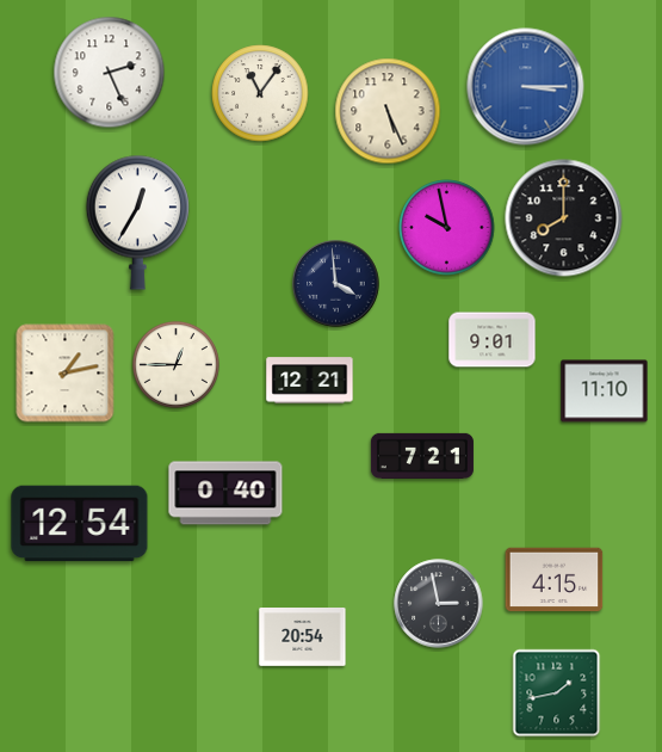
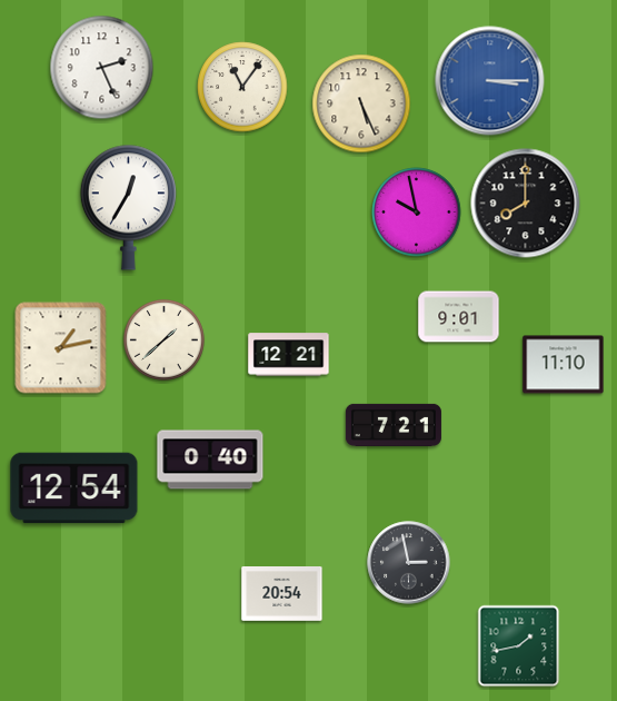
clock at (336, 284): 3:59 -> none
clock at (175, 364): 12:45 -> 1:38
clock at (555, 580): 4:15 -> none
